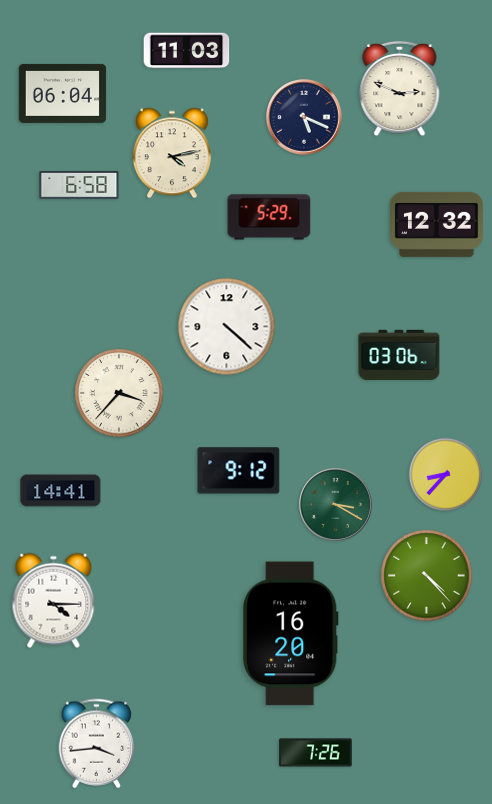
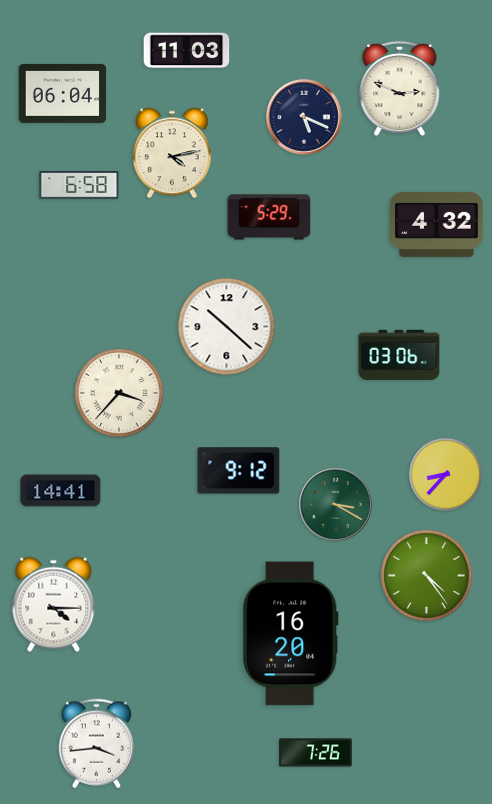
clock at (437, 224): 12:32 -> 4:32
clock at (227, 327): 4:22 -> 10:22
clock at (427, 576): 4:23 -> 4:24
clock at (54, 601) position: (54, 601) -> (54, 605)
